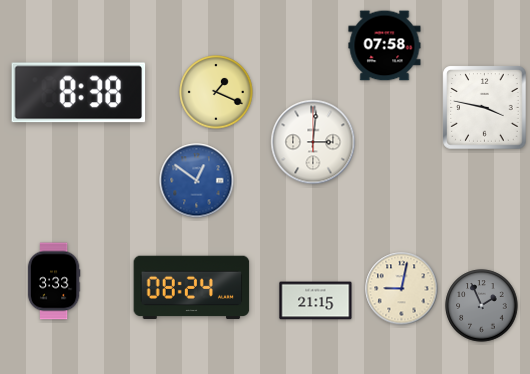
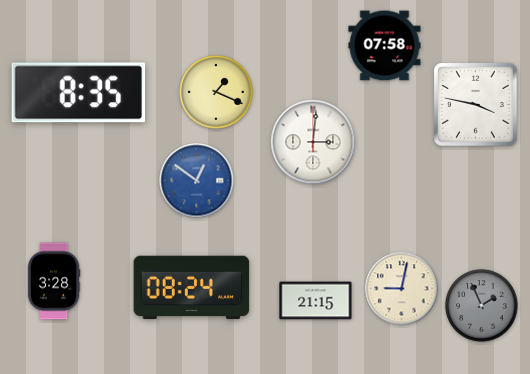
clock at (79, 93): 8:38 -> 8:35
clock at (485, 108) position: (485, 108) -> (476, 105)
clock at (54, 281): 3:33 -> 3:28
